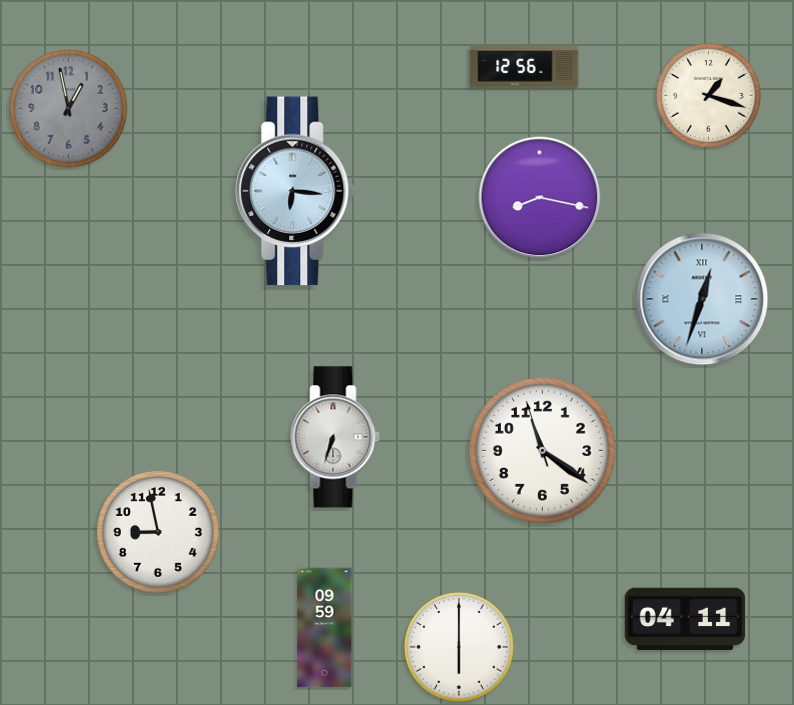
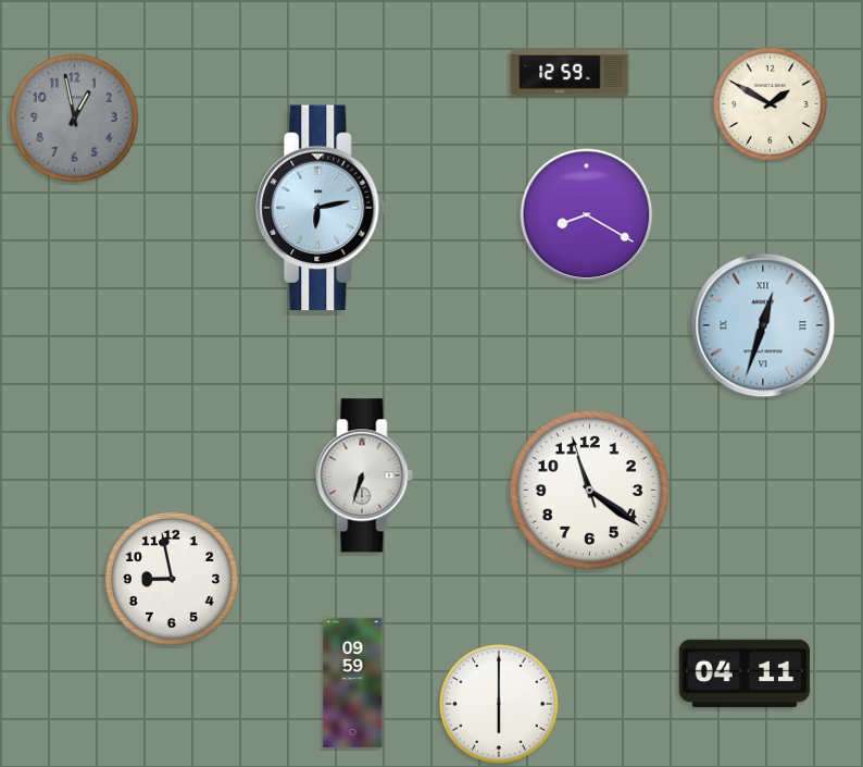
clock at (524, 67): 12:56 -> 12:59
clock at (709, 96): 1:18 -> 1:50
clock at (295, 191): 6:16 -> 6:13
clock at (540, 198): 8:17 -> 8:20
